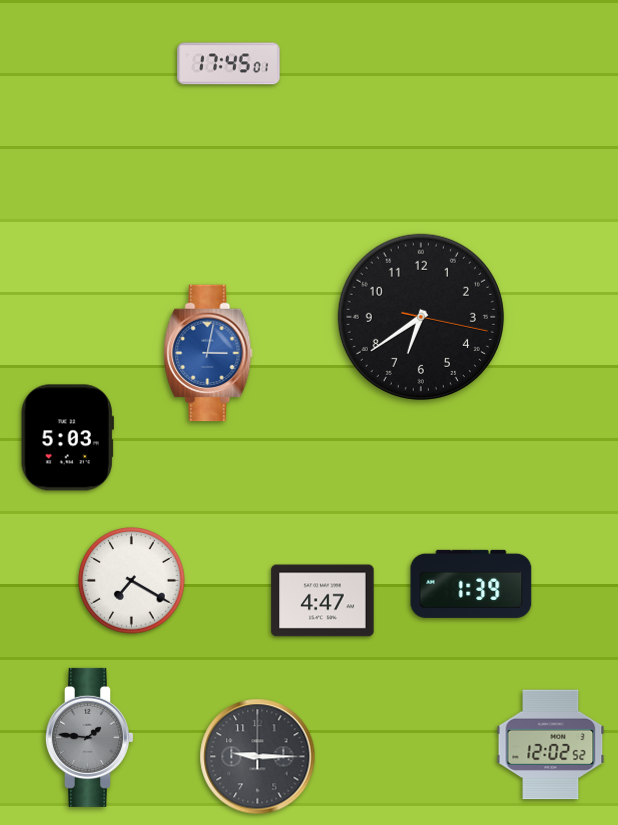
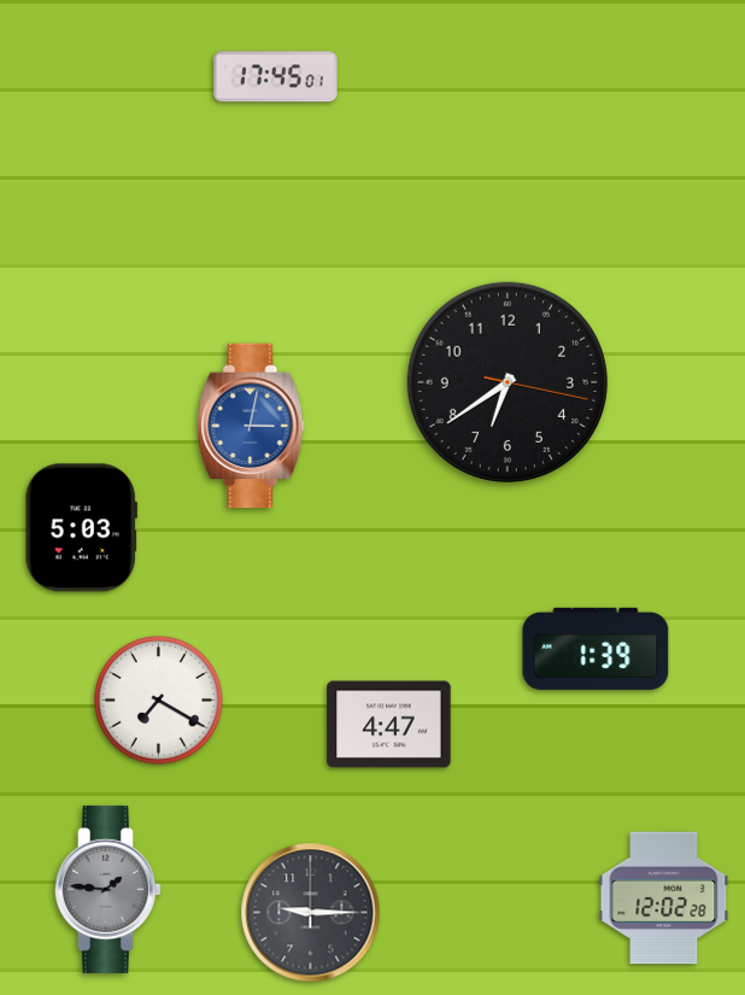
clock at (471, 584) position: (471, 584) -> (596, 649)
clock at (551, 745): 12:02:52 -> 12:02:28
